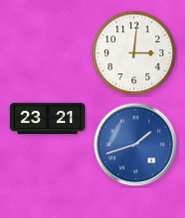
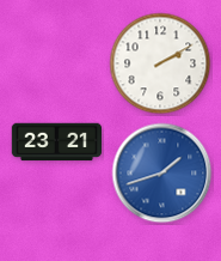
clock at (134, 53): 3:01 -> 2:10
